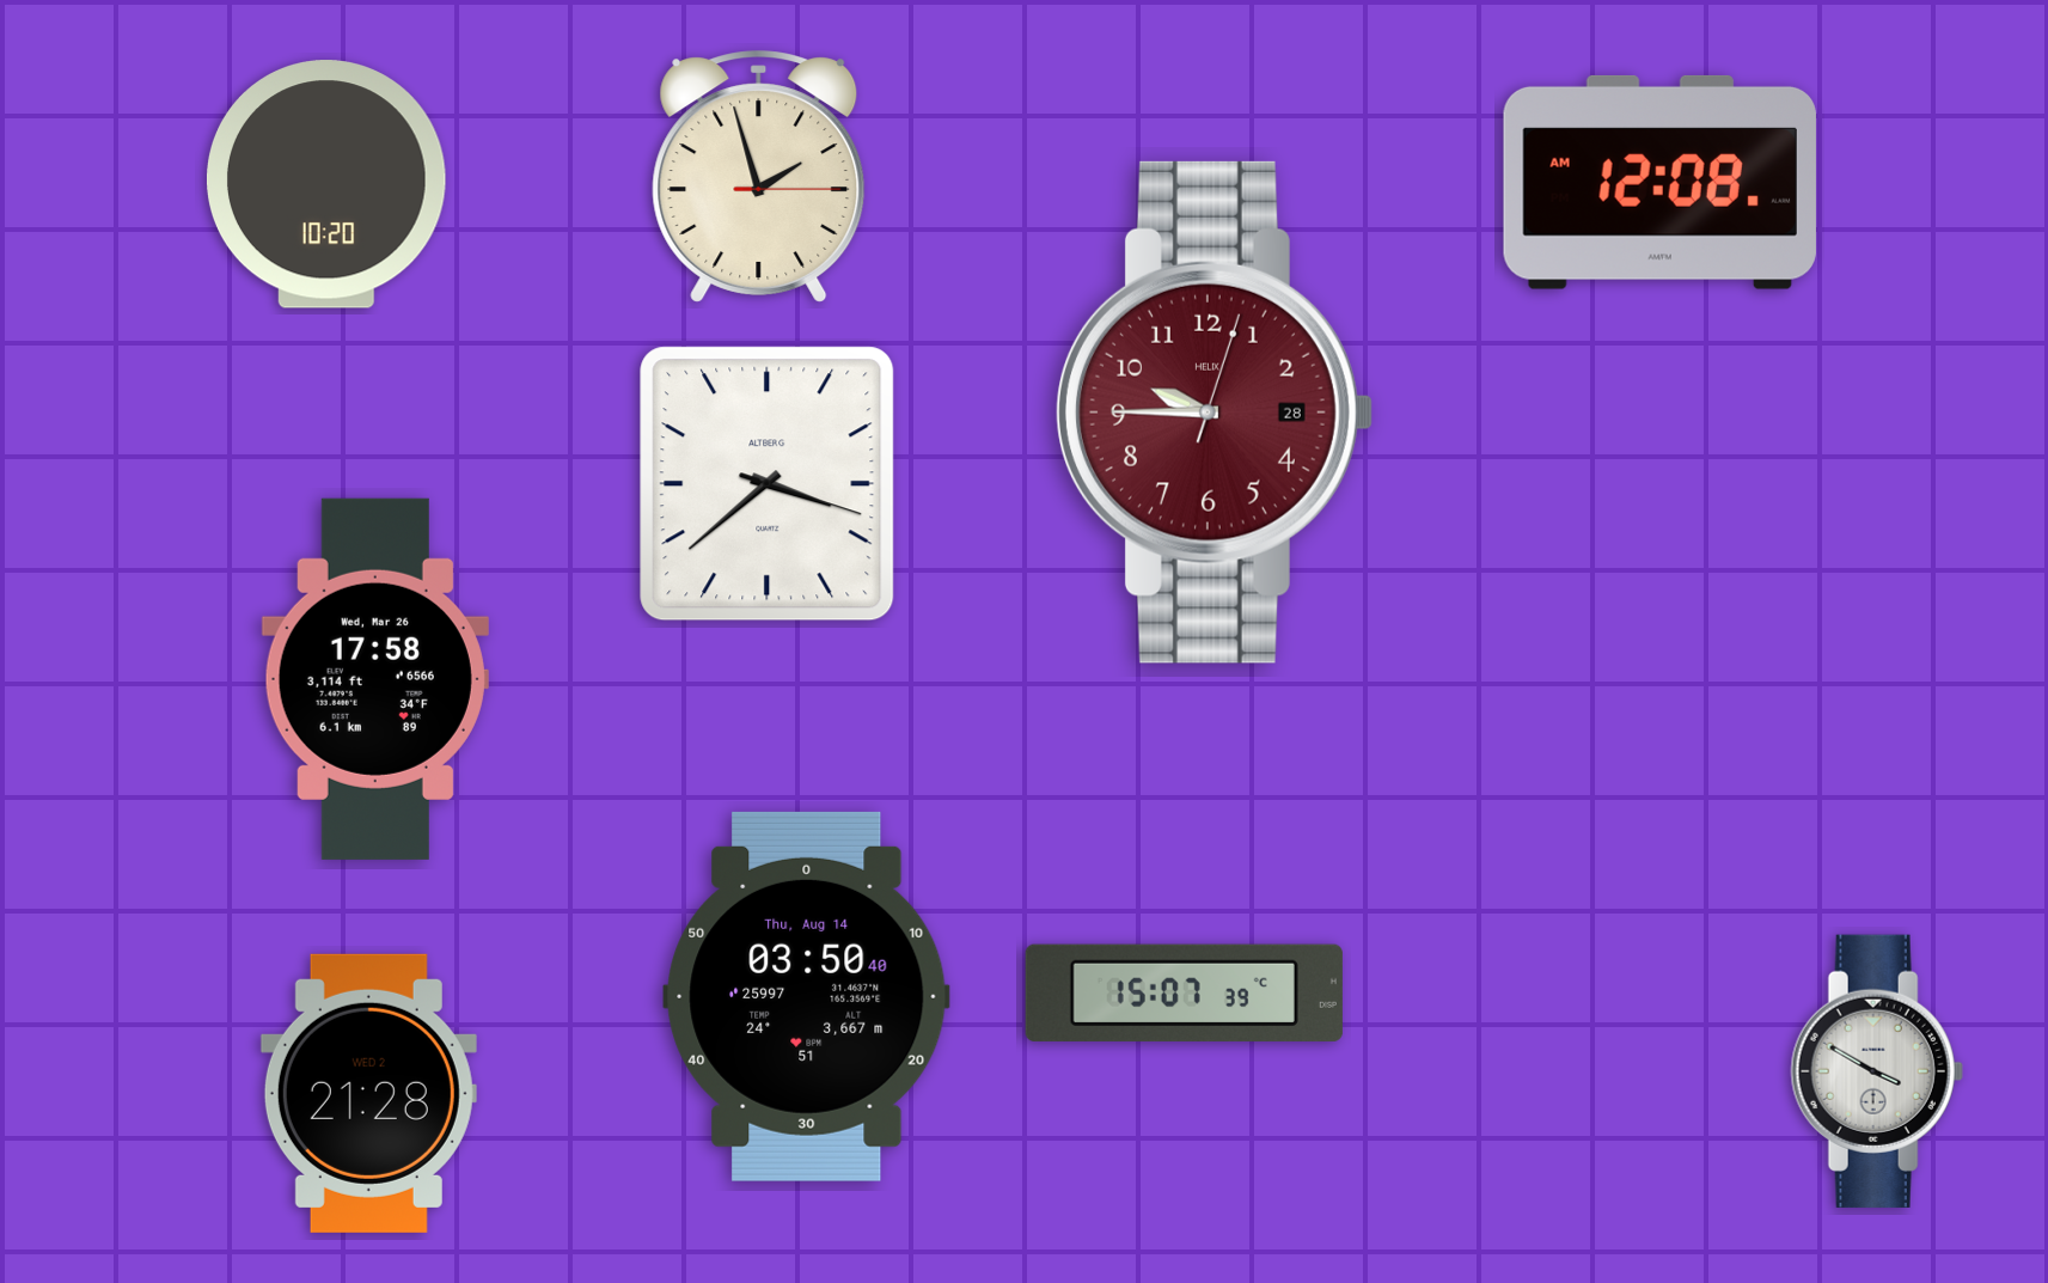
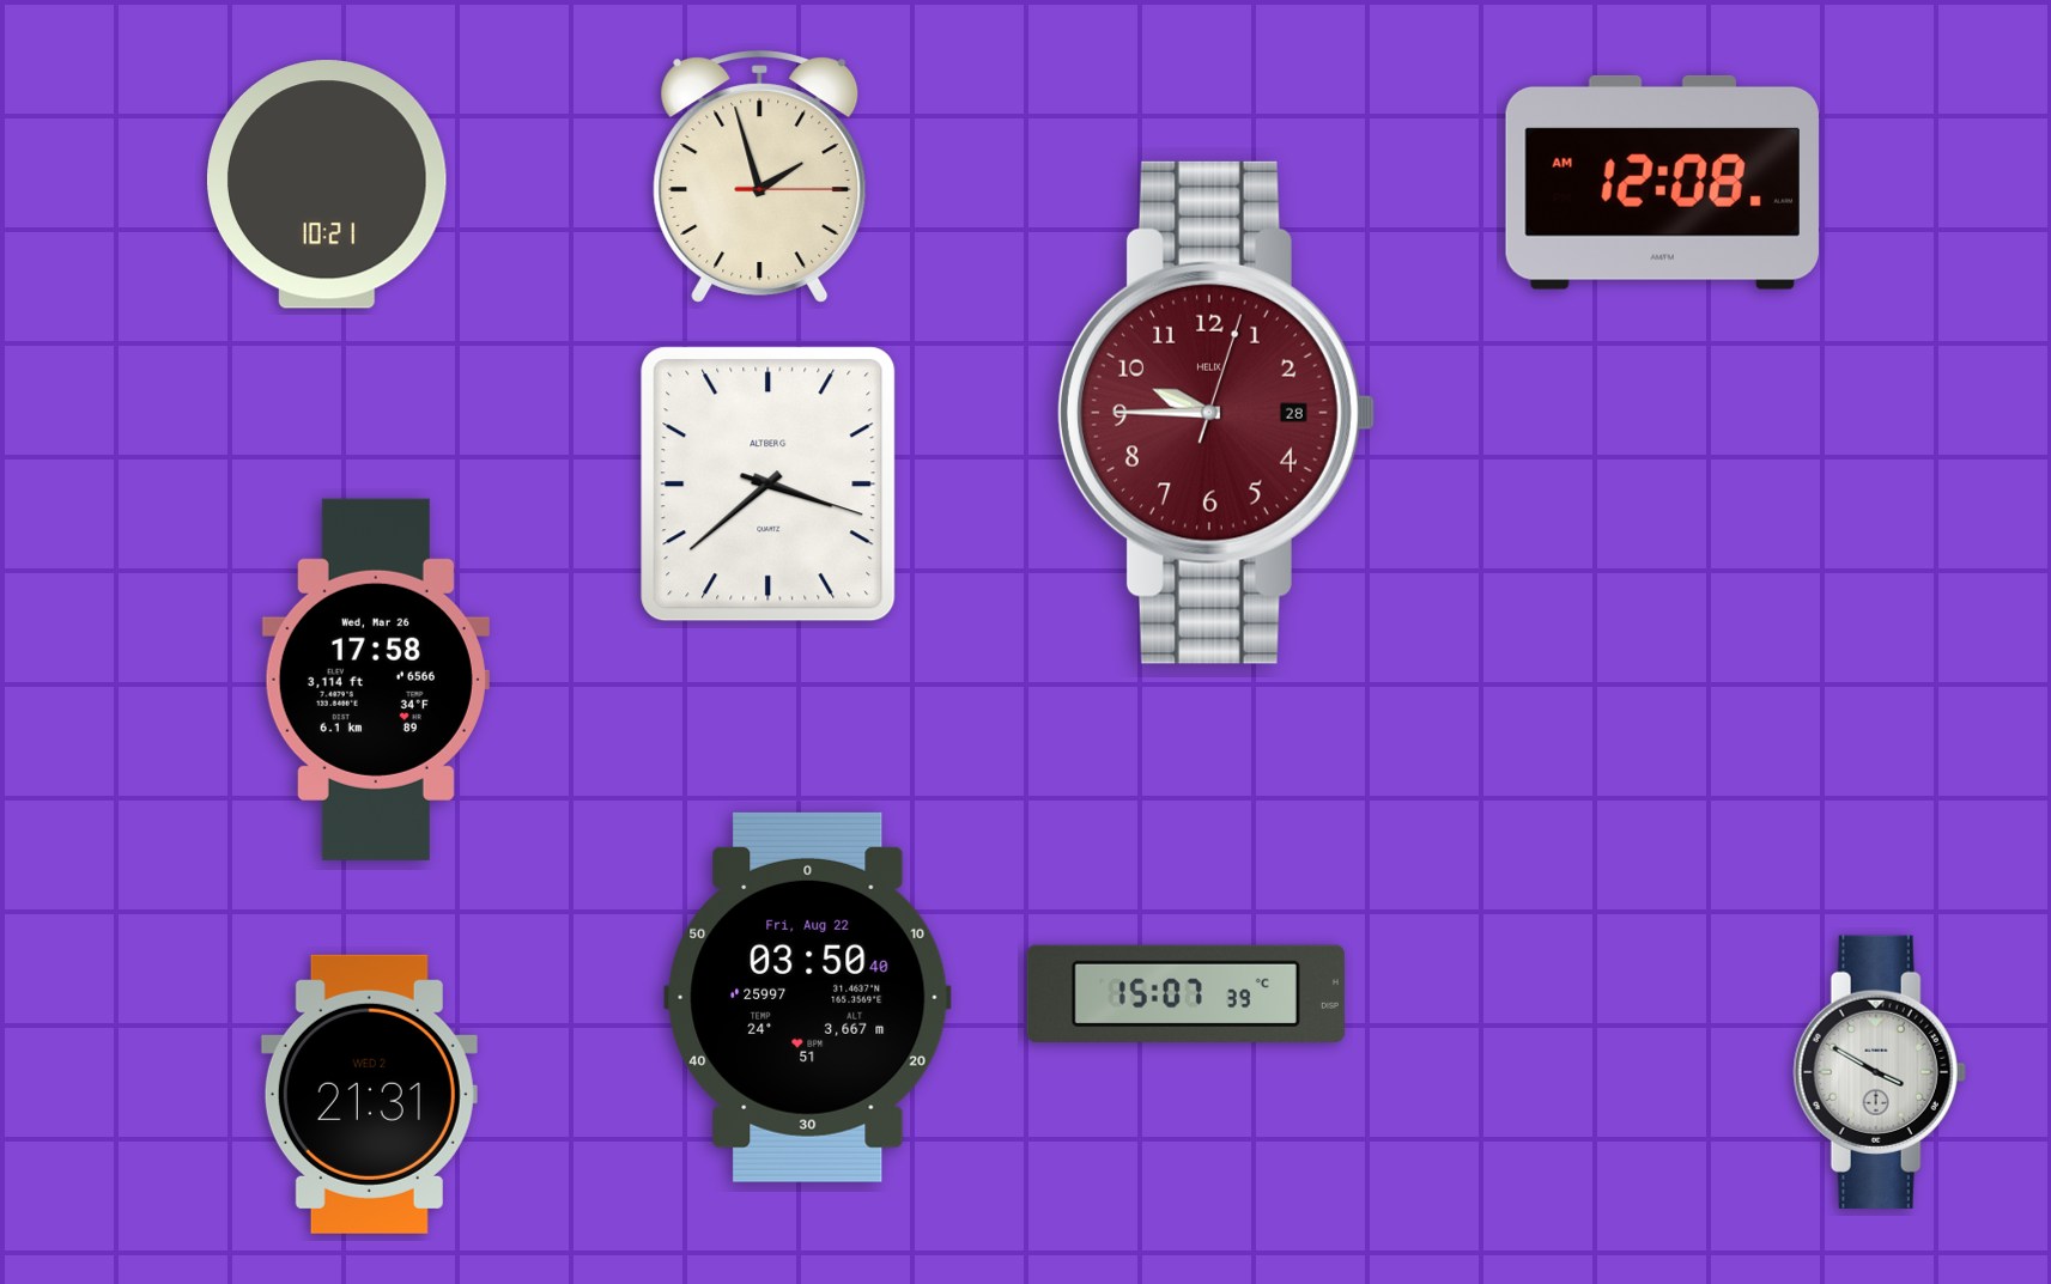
clock at (326, 184): 10:20 -> 10:21
clock at (807, 996) date: Thu, Aug 14 -> Fri, Aug 22
clock at (368, 1093): 21:28 -> 21:31
